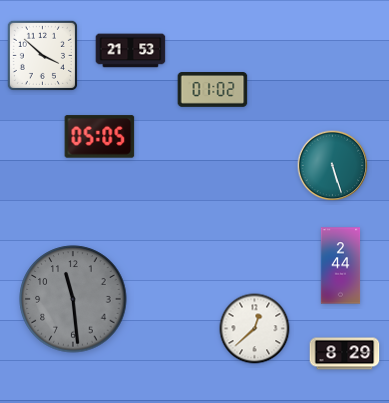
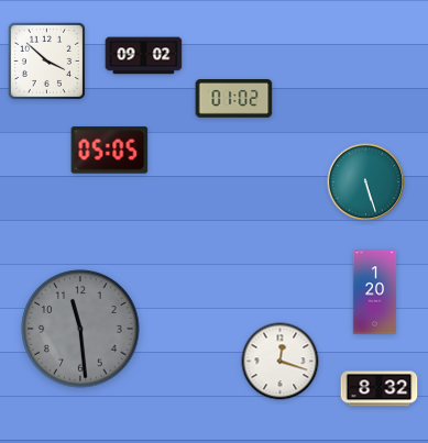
clock at (131, 51): 21:53 -> 09:02
clock at (341, 266): 2:44 -> 1:20
clock at (255, 329): 12:38 -> 12:18
clock at (345, 354): 8:29 -> 8:32
